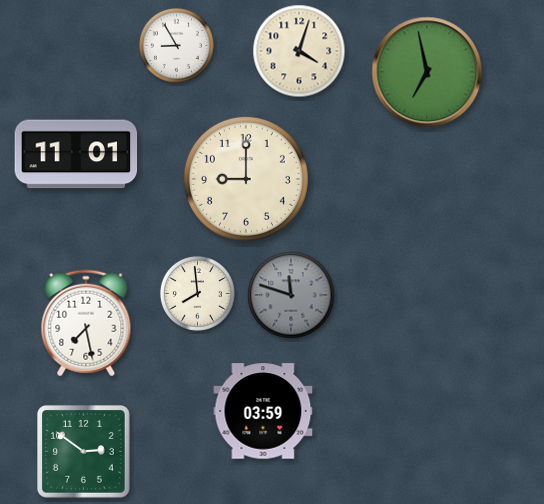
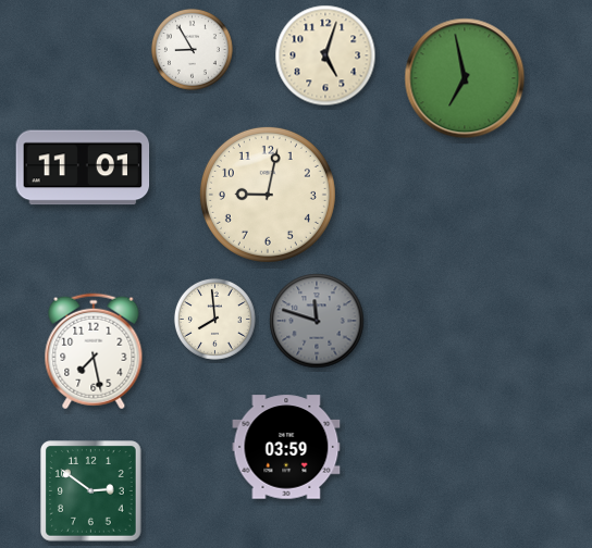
clock at (299, 51): 4:03 -> 5:03
clock at (246, 179): 9:00 -> 9:02
